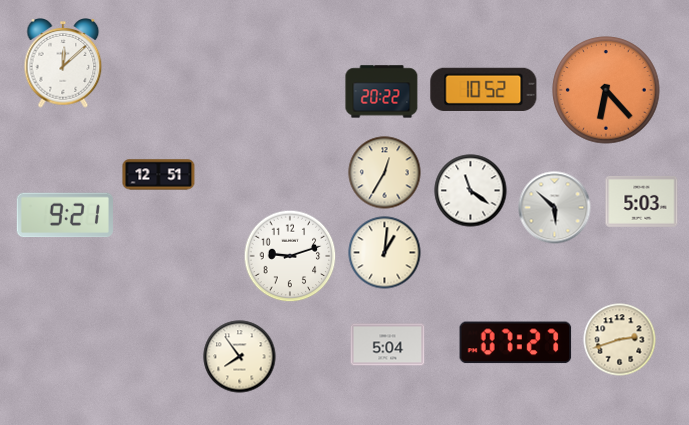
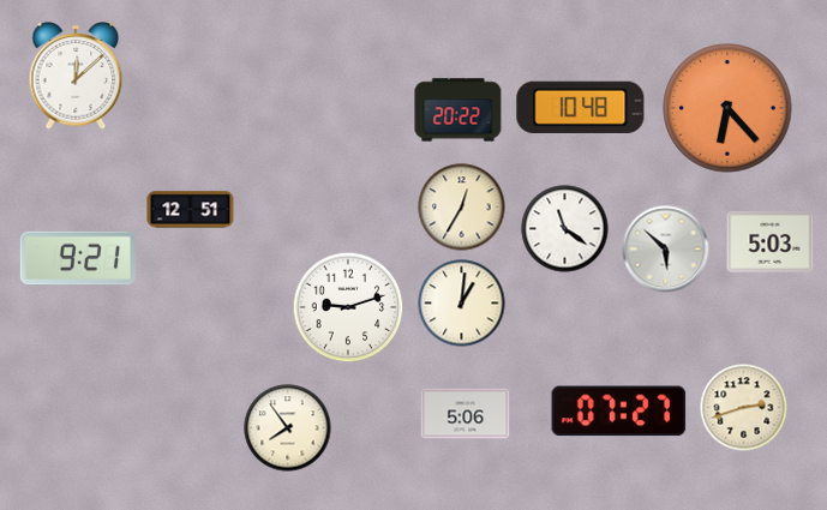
clock at (484, 89): 10:52 -> 10:48
clock at (388, 345): 5:04 -> 5:06
